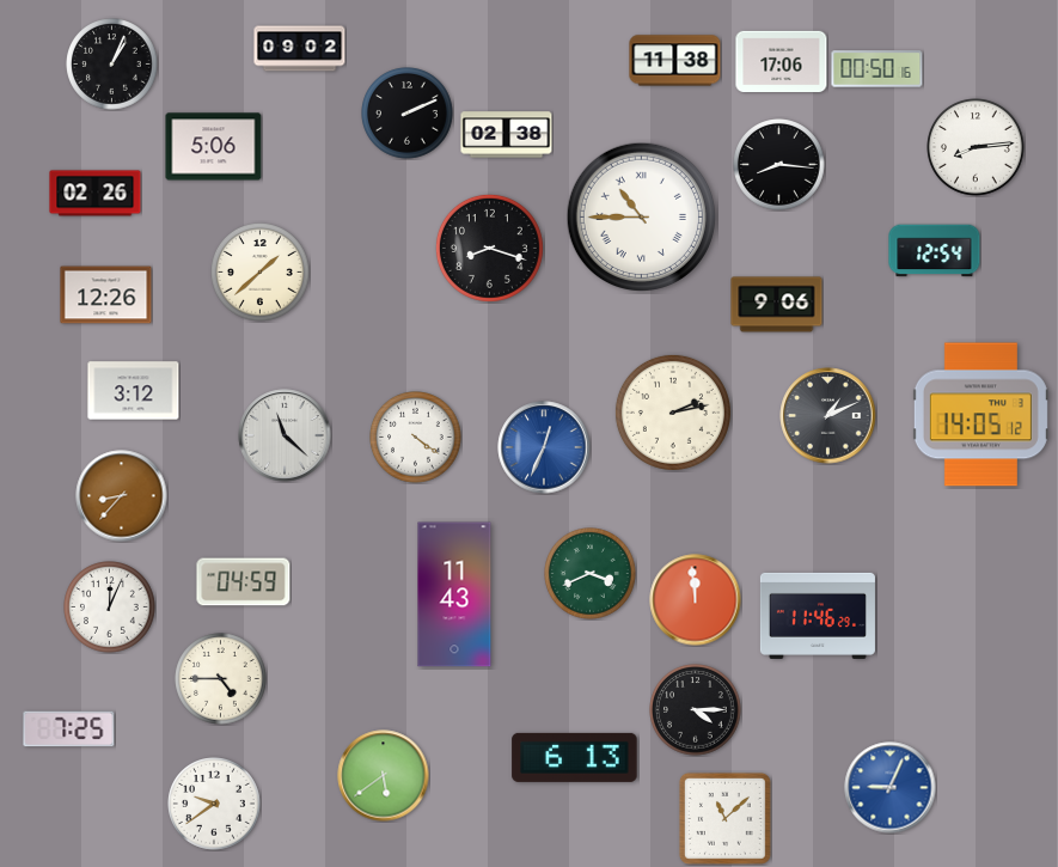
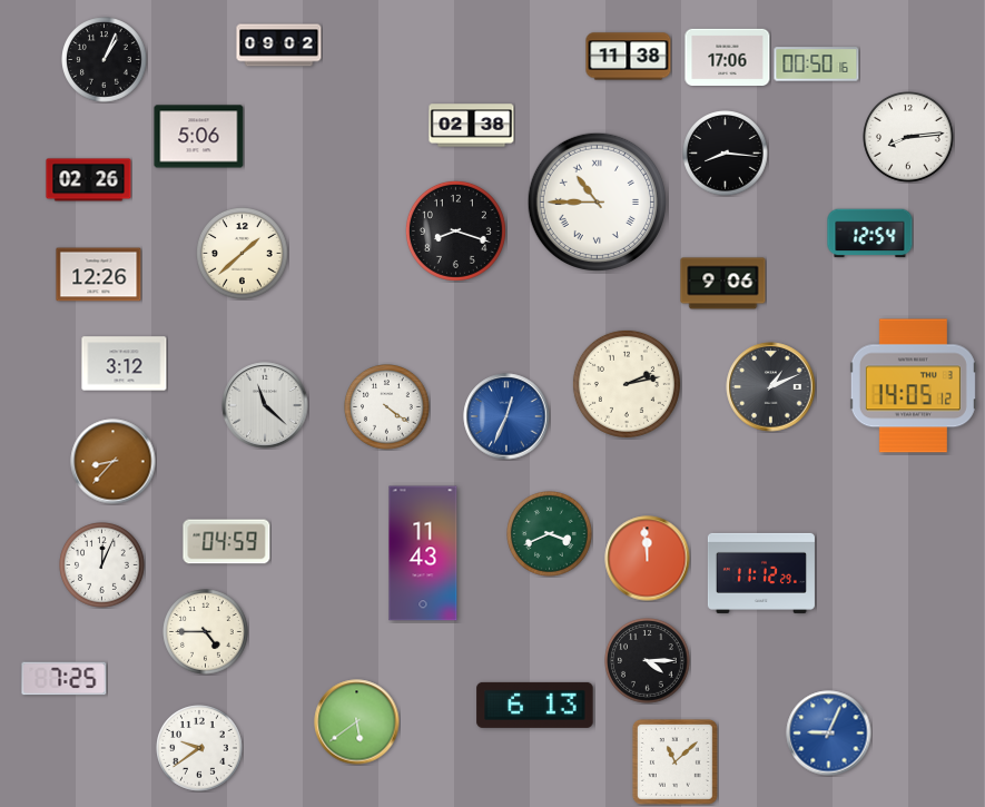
clock at (408, 114): 2:11 -> none
clock at (818, 616): 11:46 -> 11:12
